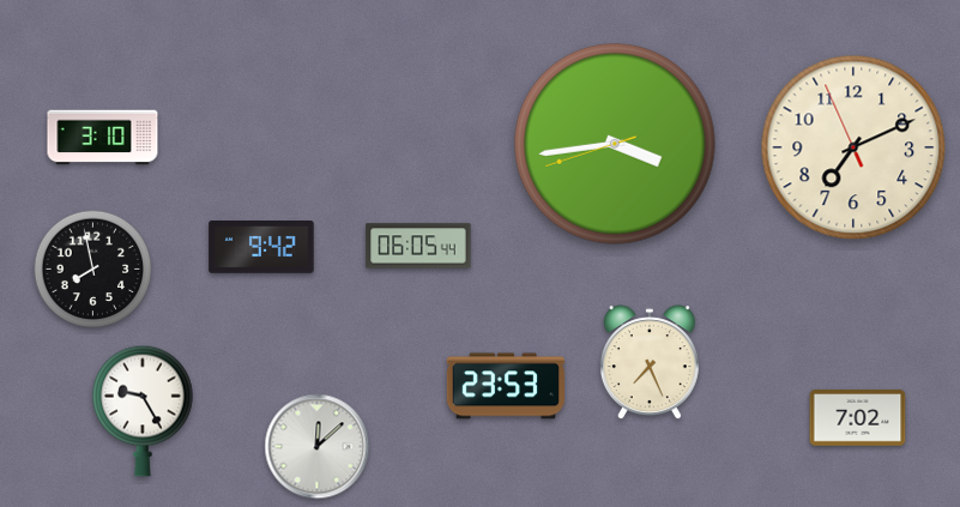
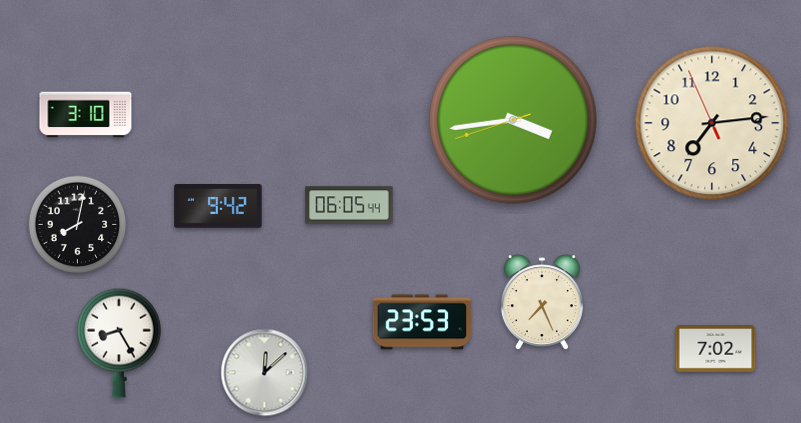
clock at (853, 147): 7:10 -> 7:13
clock at (93, 270): 7:58 -> 8:02
clock at (143, 411): 9:25 -> 8:25
